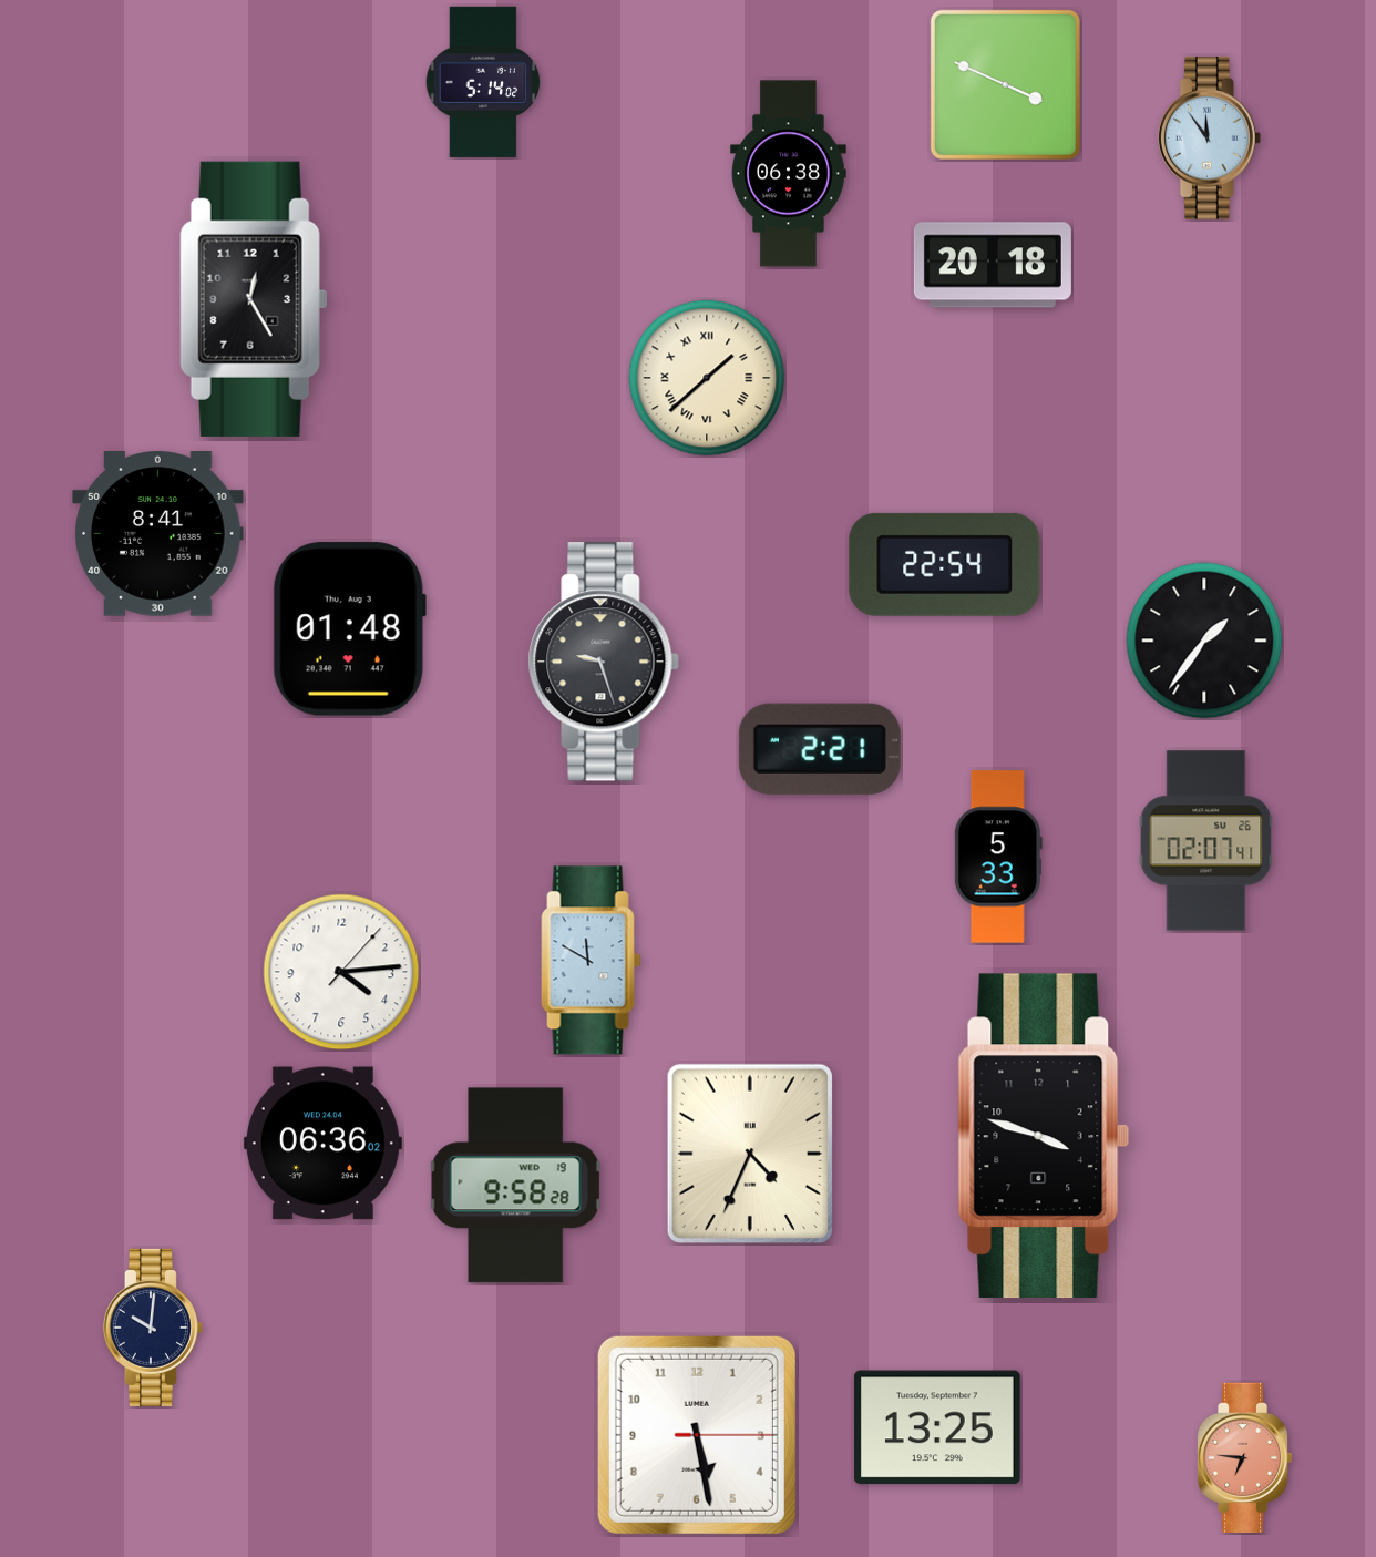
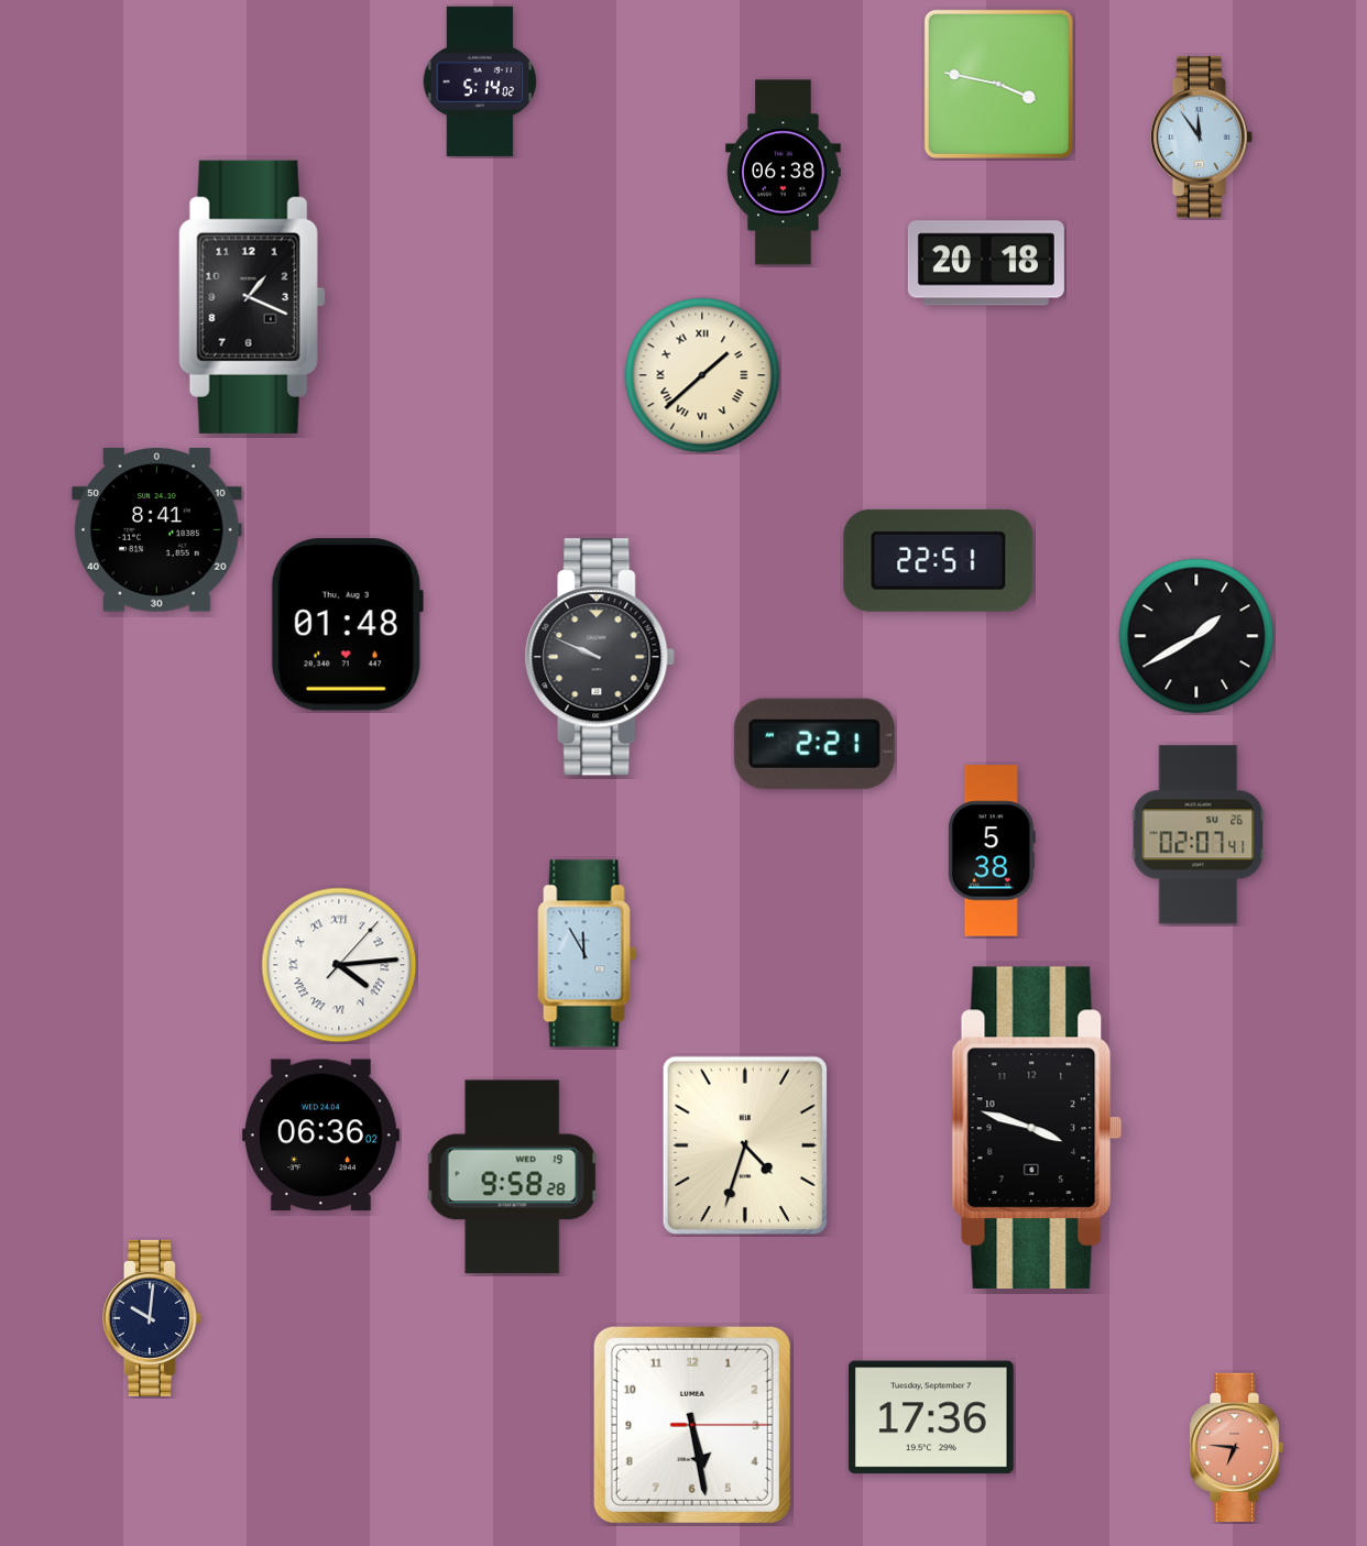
clock at (1005, 84): 3:49 -> 3:47
clock at (254, 299): 12:25 -> 1:19
clock at (945, 564): 22:54 -> 22:51
clock at (1204, 641): 1:36 -> 1:40
clock at (604, 662): 9:27 -> 9:49
clock at (998, 857): 5:33 -> 5:38
clock at (592, 961): 11:50 -> 11:55
clock at (341, 972) numerals: Arabic -> Roman
clock at (750, 1154): 4:34 -> 4:33
clock at (937, 1427): 13:25 -> 17:36
